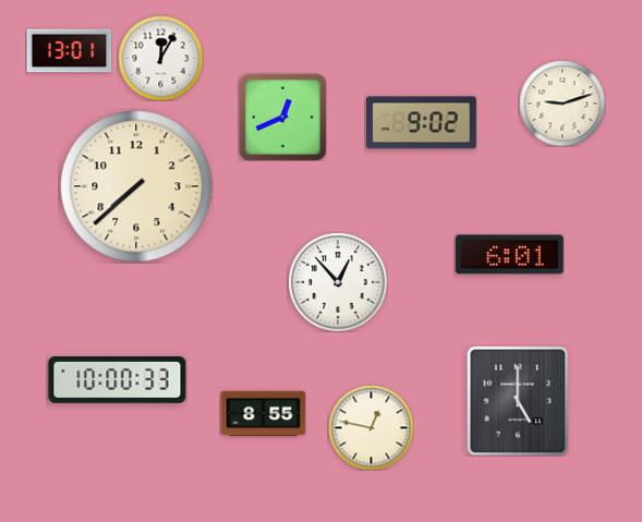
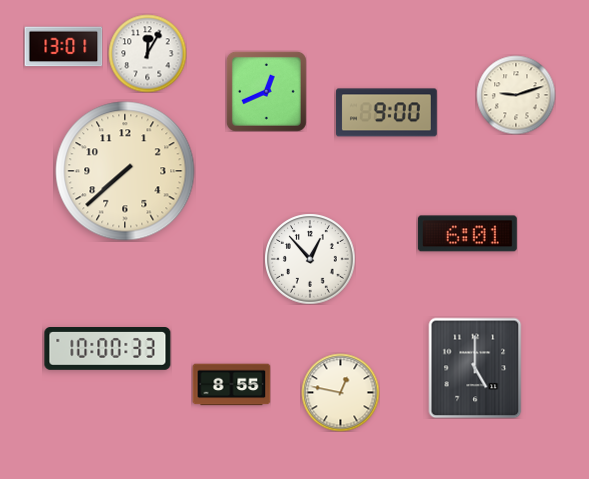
clock at (282, 117) position: (282, 117) -> (266, 91)
clock at (422, 123): 9:02 -> 9:00
clock at (263, 414) position: (263, 414) -> (231, 385)
